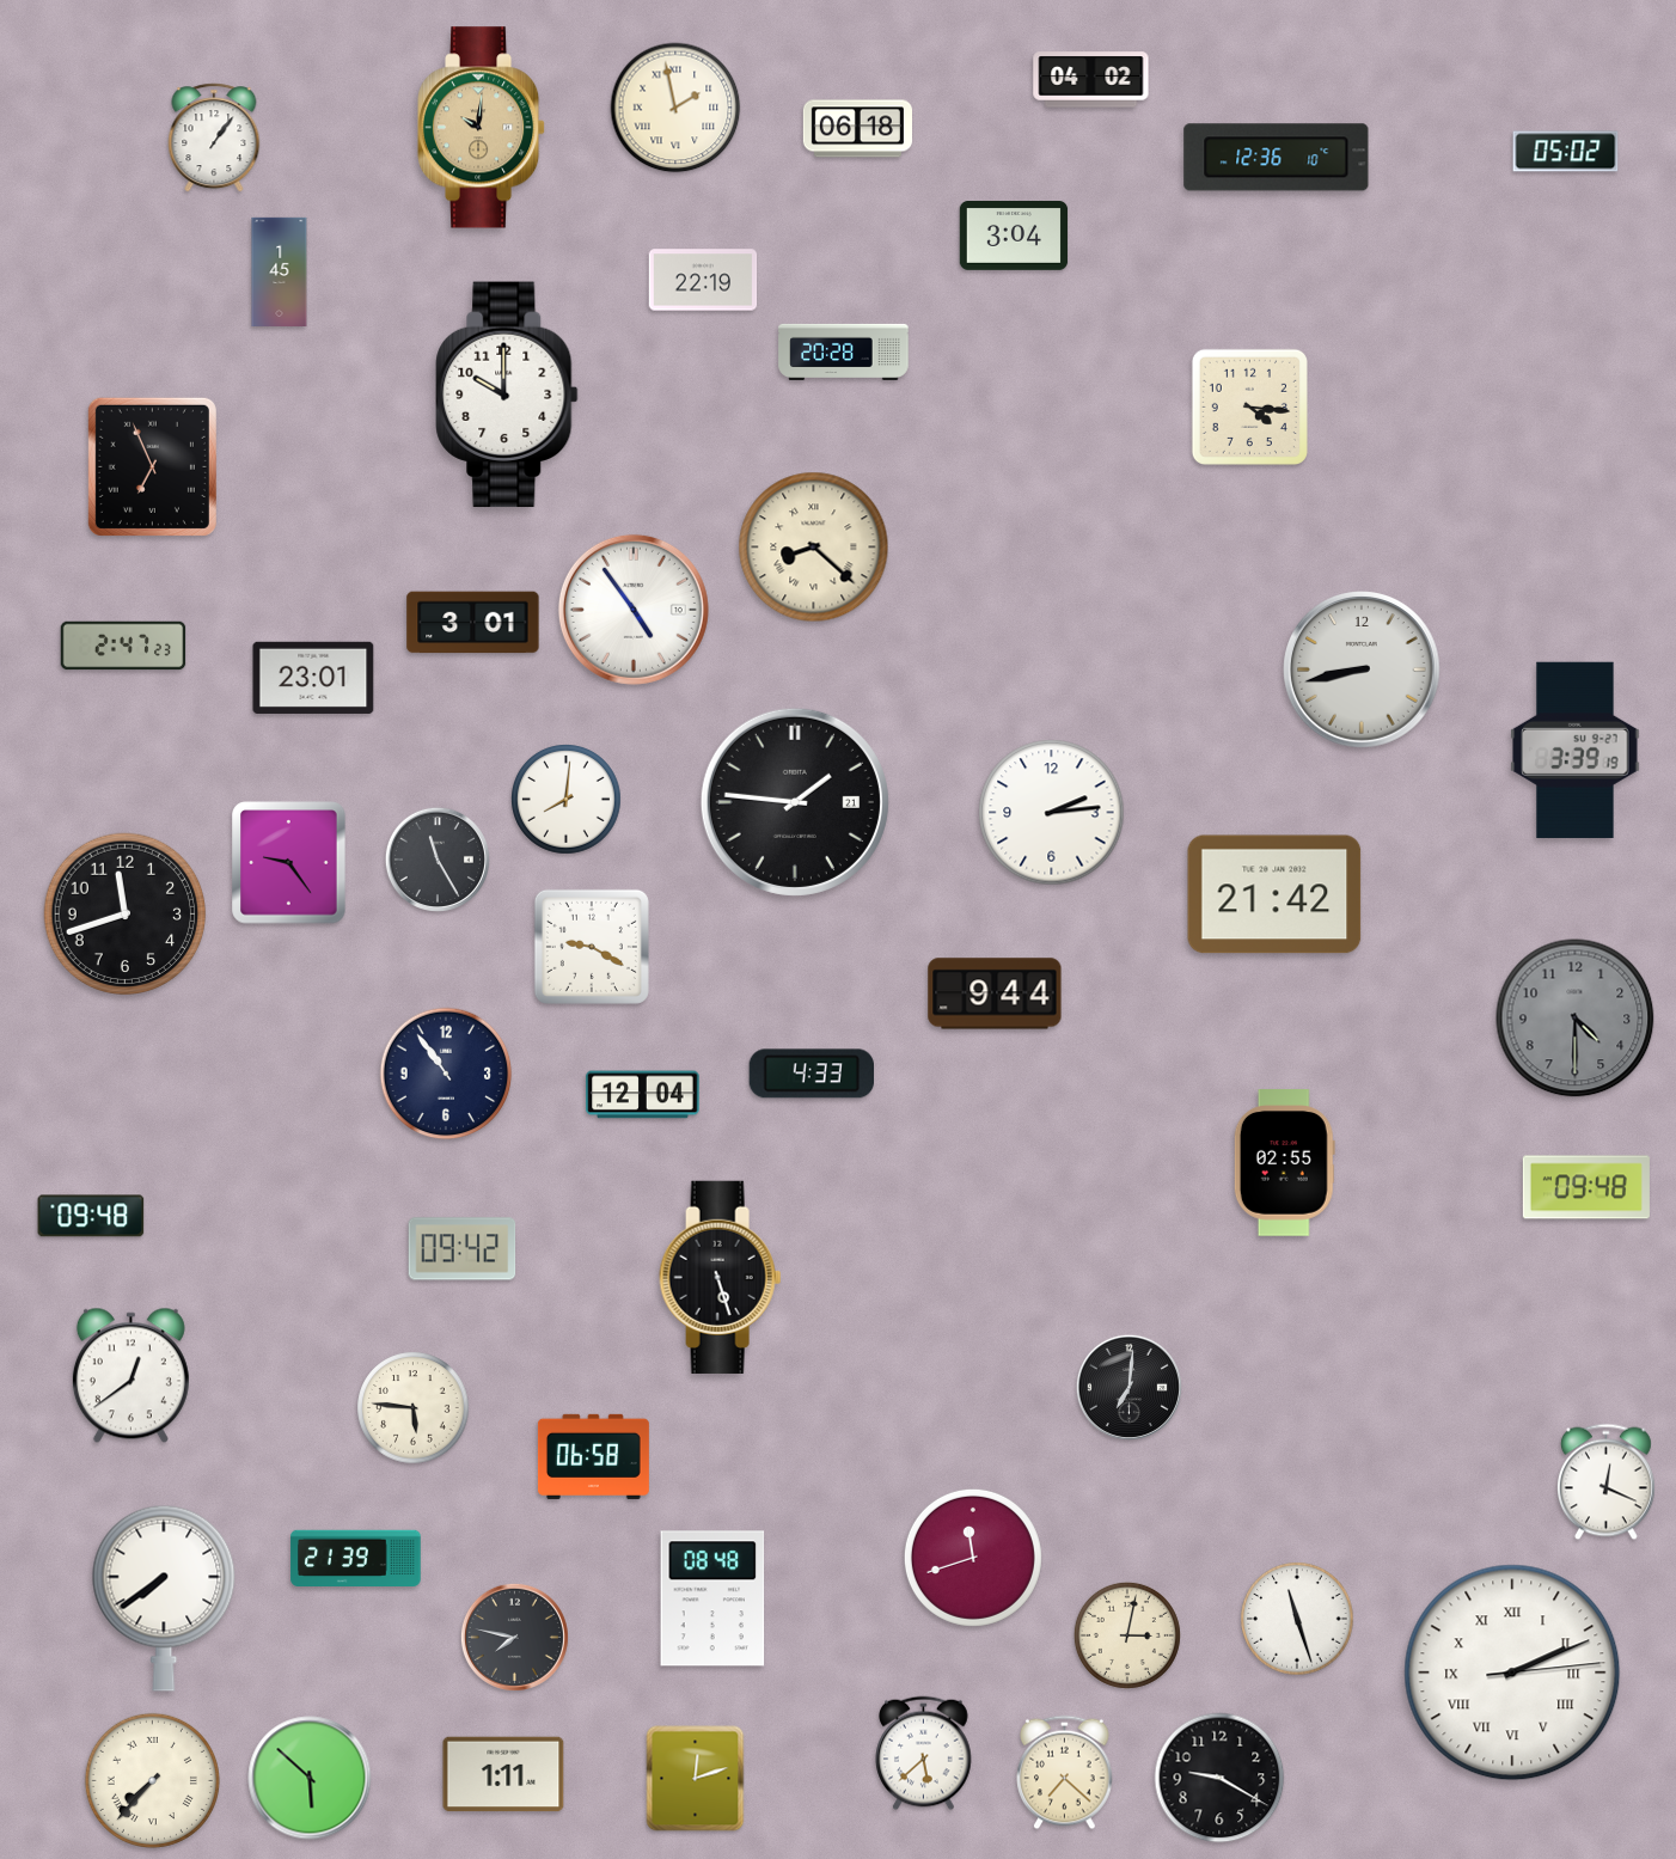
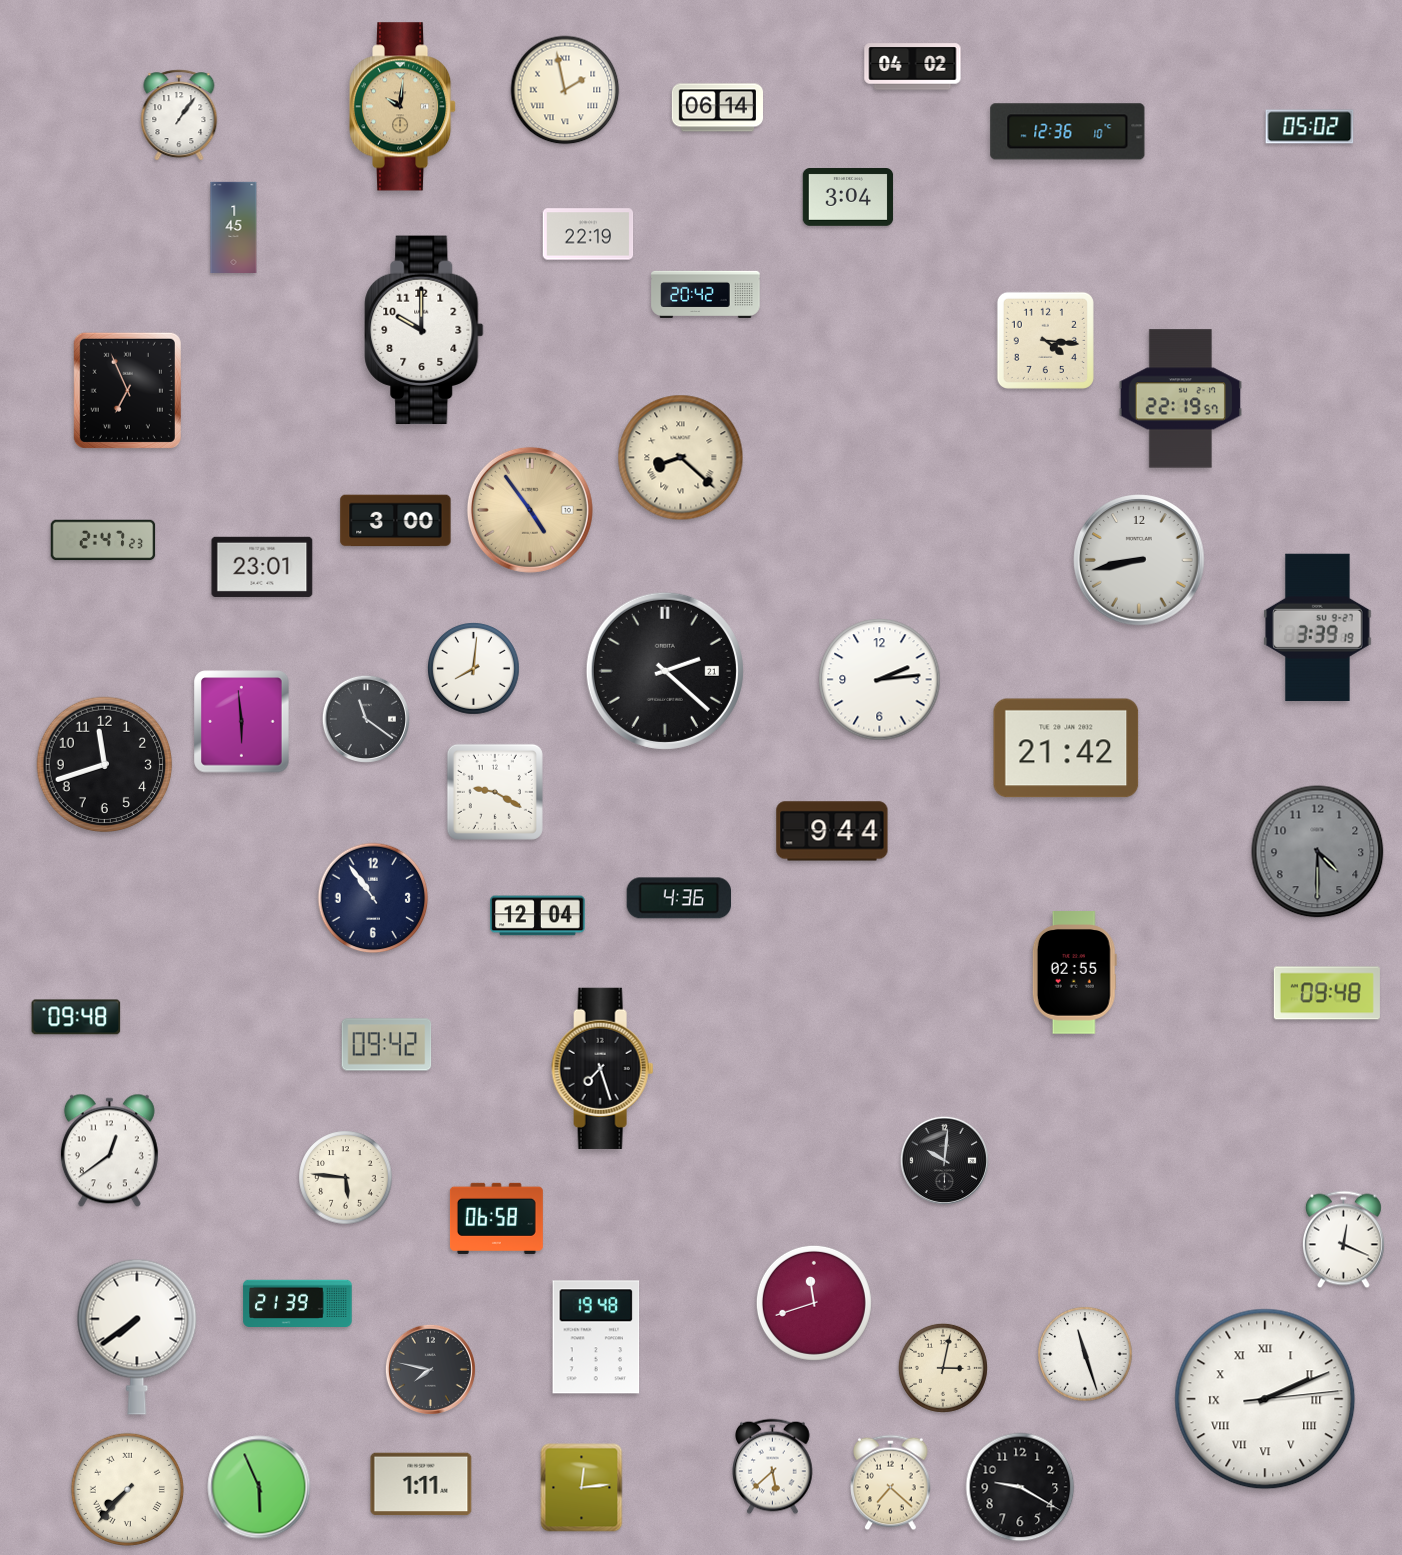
clock at (857, 129): 06:18 -> 06:14
clock at (844, 351): 20:28 -> 20:42
clock at (1180, 399): none -> 22:19
clock at (634, 610) dial: white -> champagne
clock at (473, 623): 3:01 -> 3:00
clock at (795, 802): 1:46 -> 2:22
clock at (438, 860): 11:25 -> 11:21
clock at (289, 863): 9:24 -> 5:59
clock at (811, 1074): 4:33 -> 4:36
clock at (721, 1277): 5:27 -> 7:27
clock at (1128, 1387): 7:01 -> 10:01
clock at (712, 1598): 08:48 -> 19:48
clock at (310, 1778): 5:52 -> 5:56
clock at (696, 1779): 12:12 -> 12:14
